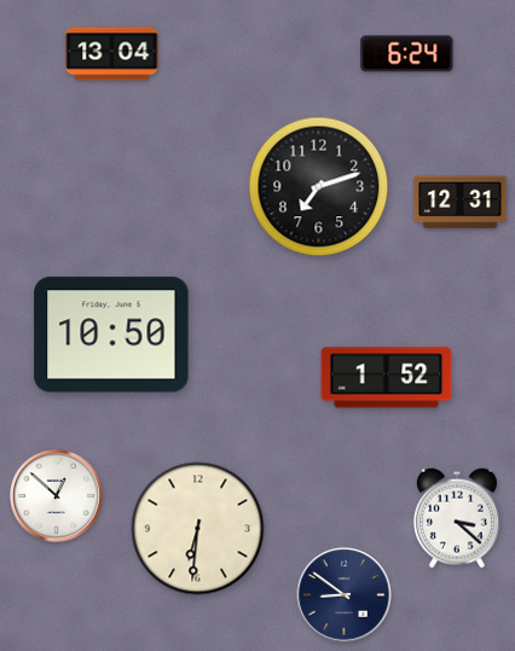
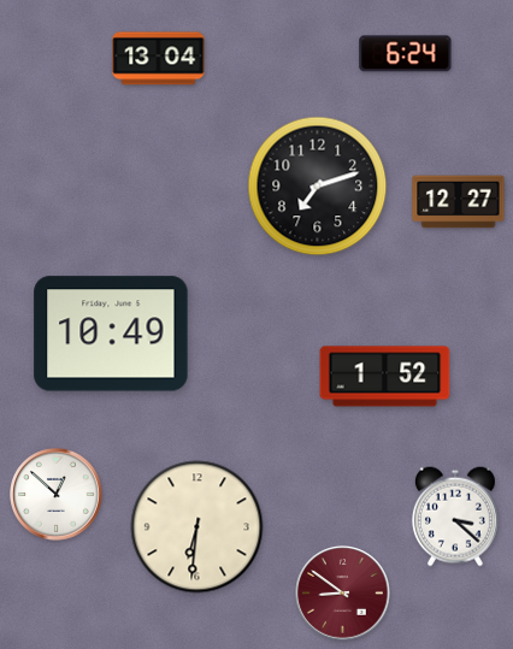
clock at (112, 54) position: (112, 54) -> (159, 59)
clock at (461, 203): 12:31 -> 12:27
clock at (111, 335): 10:50 -> 10:49
clock at (345, 595) dial: navy -> burgundy
